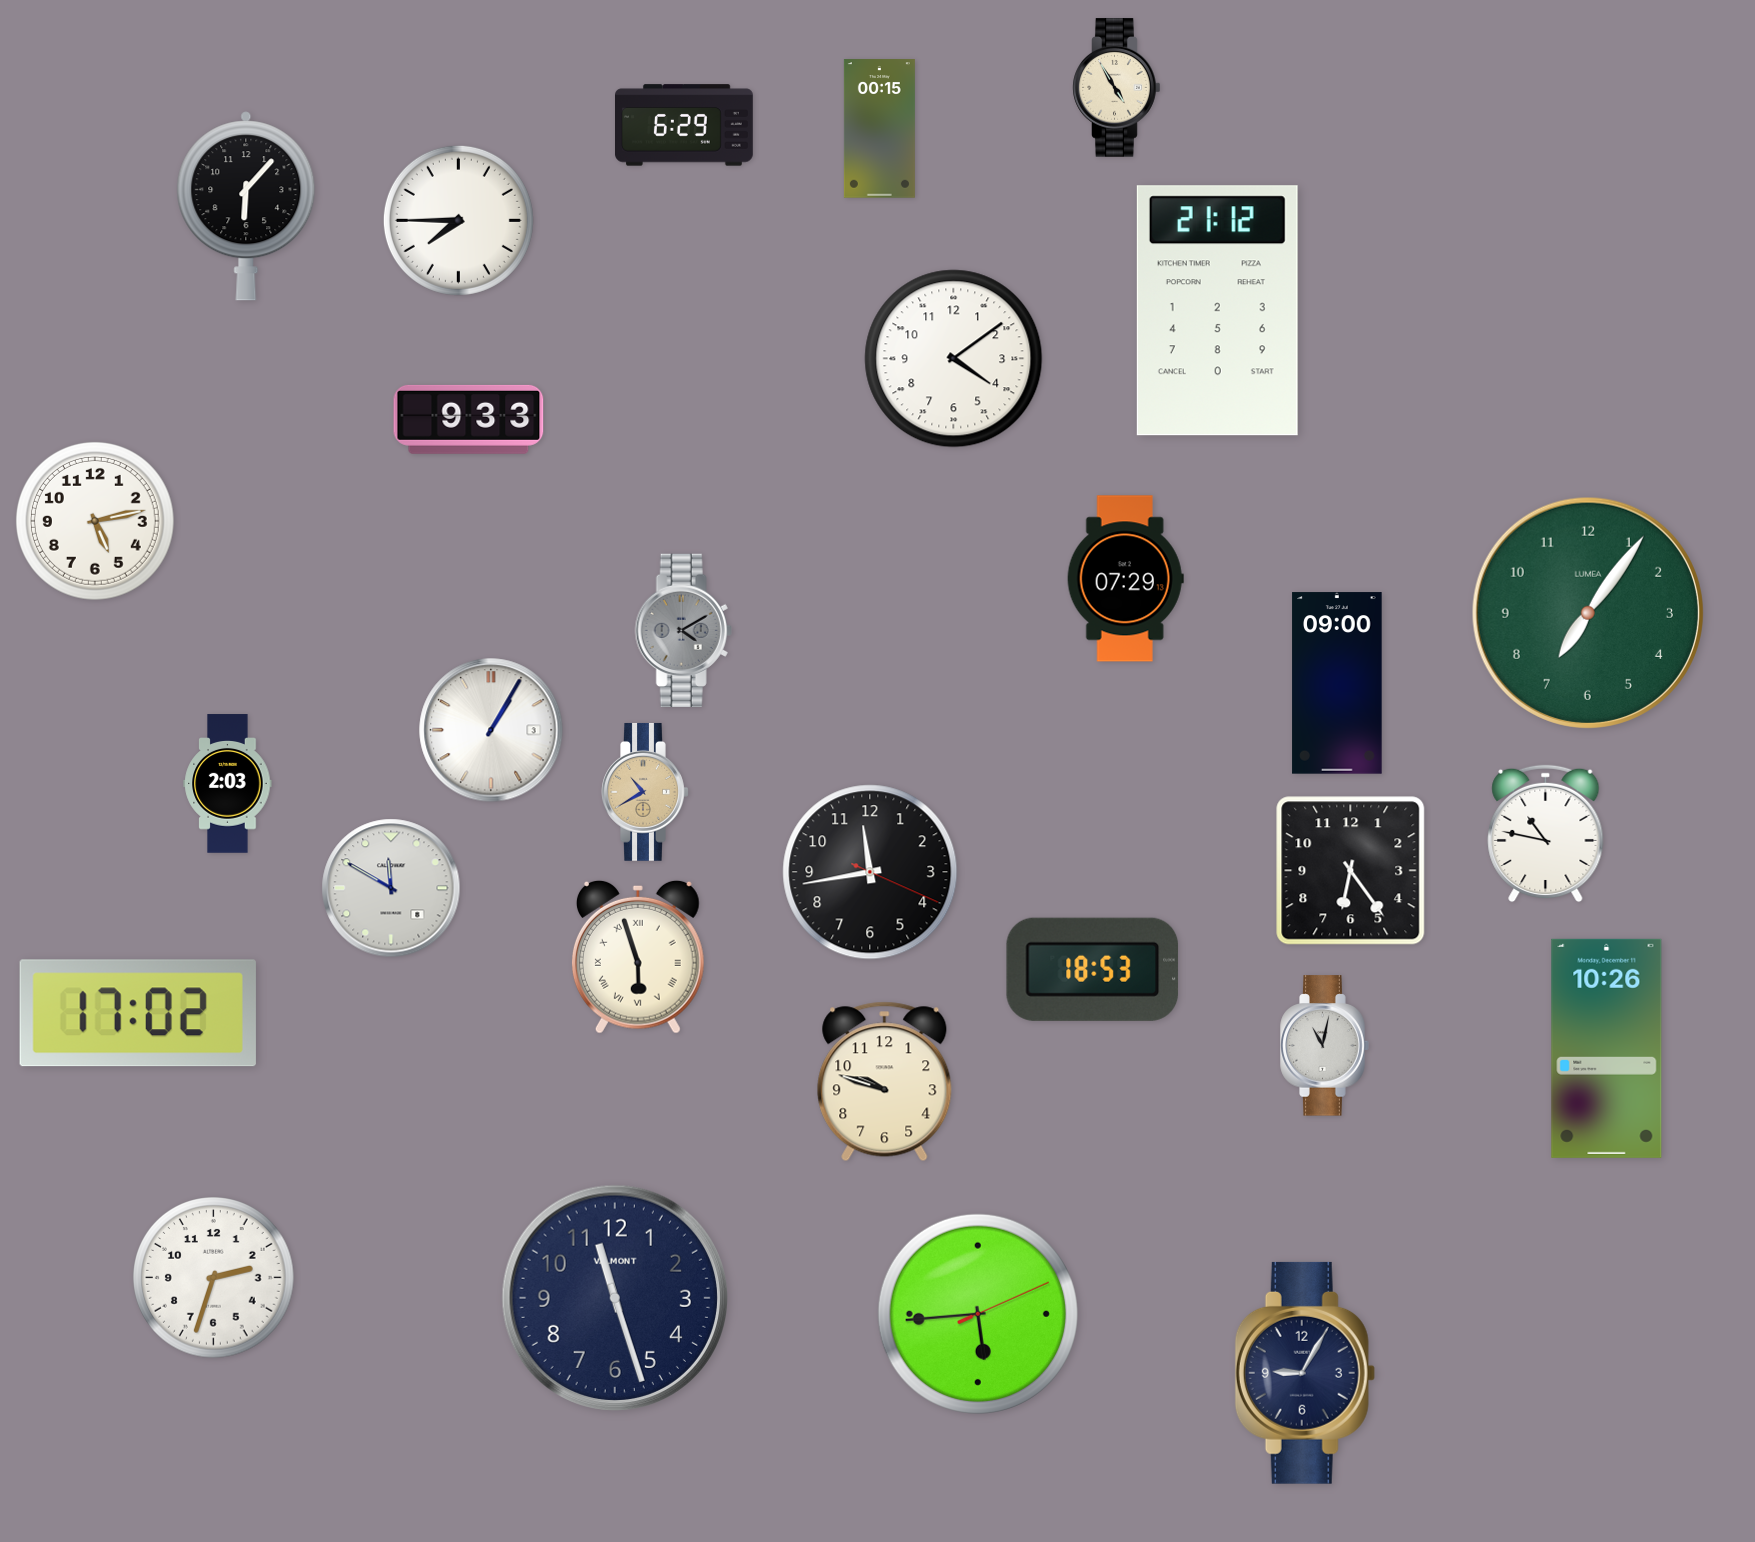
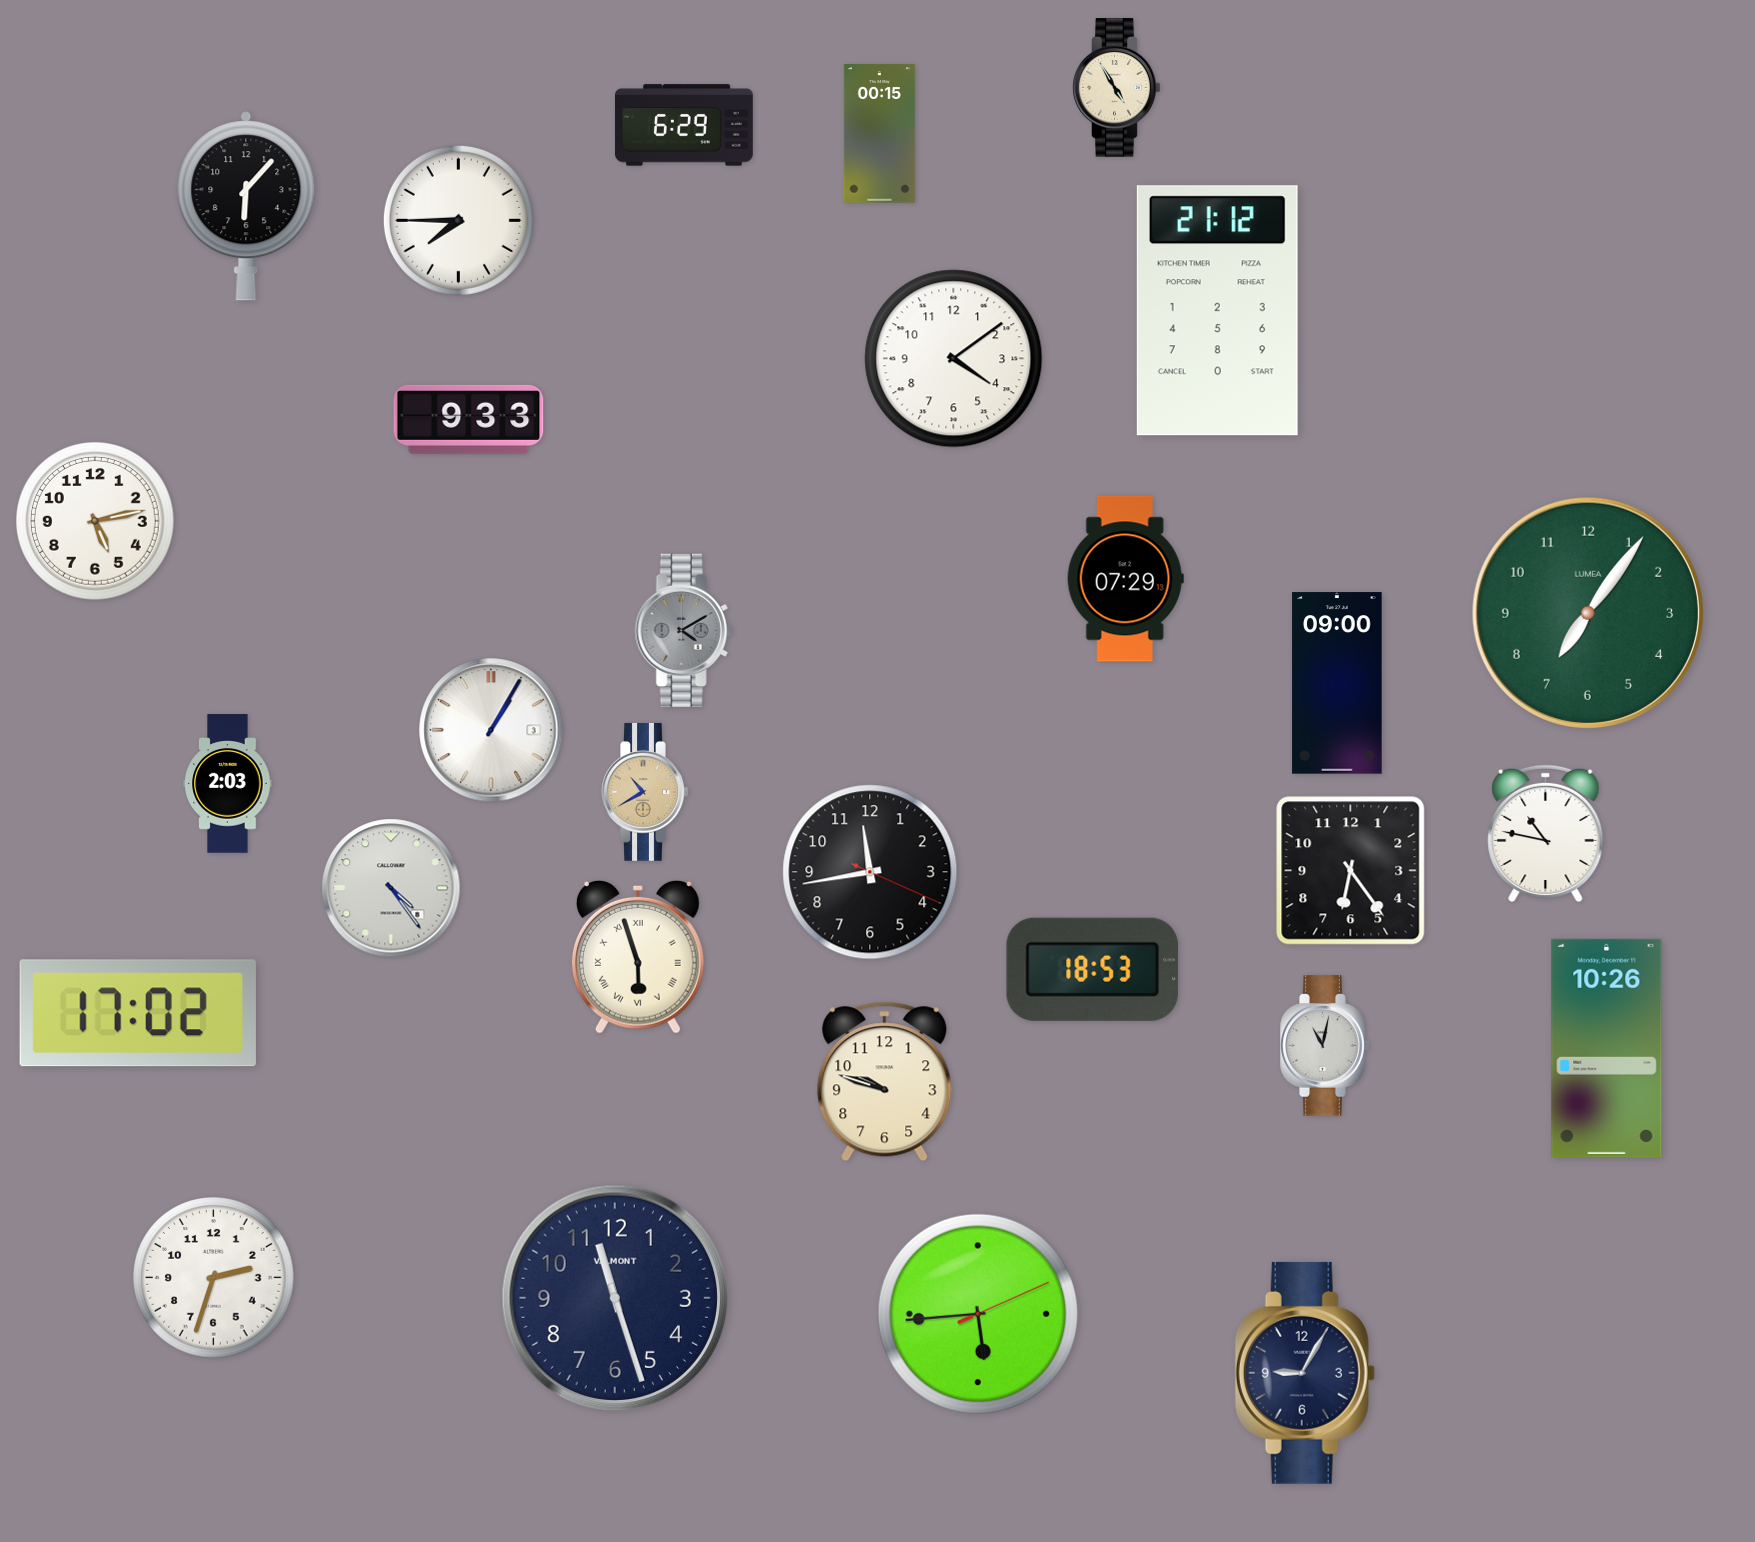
clock at (879, 129) position: (879, 129) -> (879, 134)
clock at (391, 888): 11:50 -> 4:24
